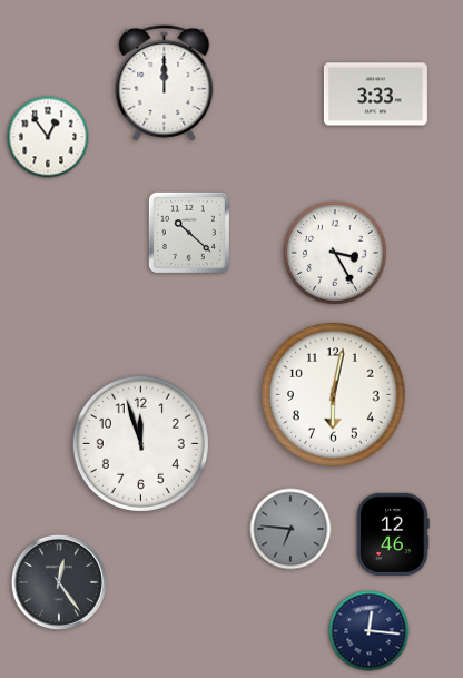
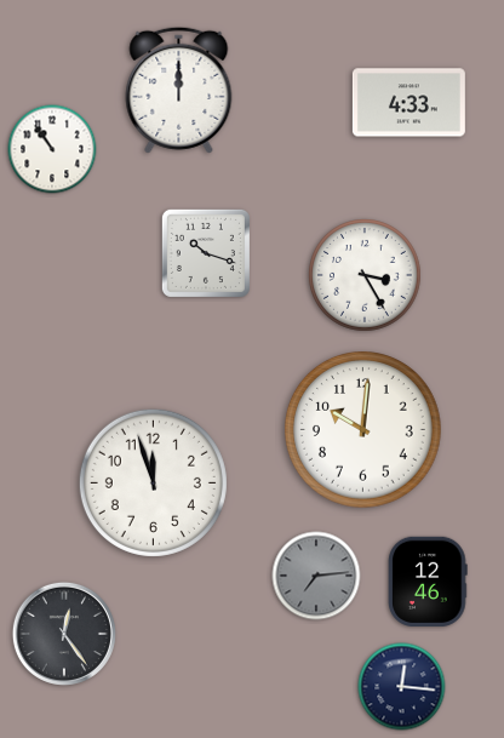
clock at (375, 95): 3:33 -> 4:33
clock at (48, 137): 12:54 -> 10:54
clock at (189, 233): 10:22 -> 10:18
clock at (334, 395): 6:02 -> 10:01
clock at (290, 529): 6:46 -> 7:14
